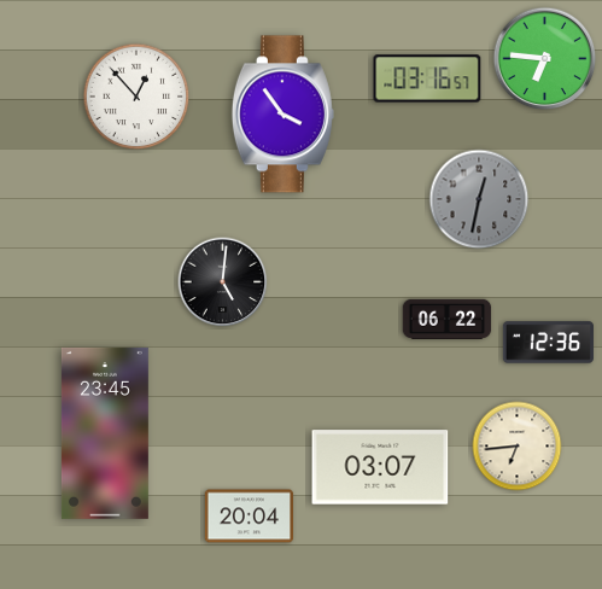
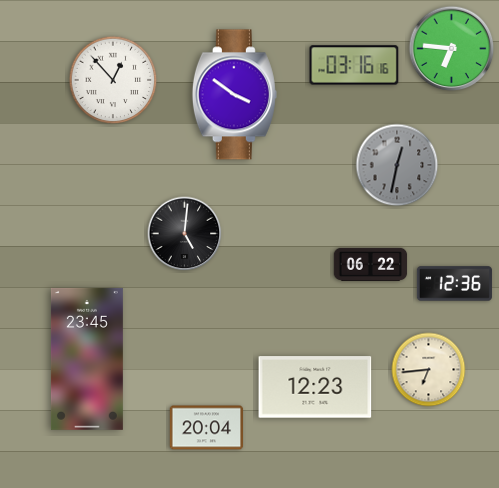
clock at (427, 78): 03:16:57 -> 03:16:16
clock at (282, 115): 3:54 -> 3:51
clock at (380, 467): 03:07 -> 12:23
